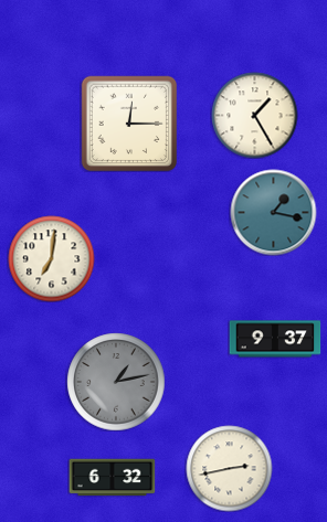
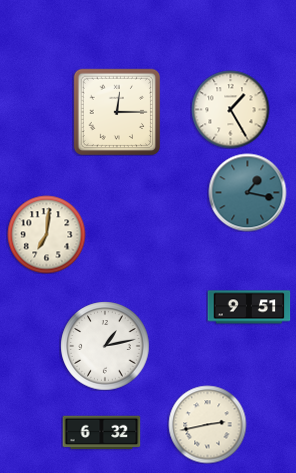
clock at (254, 115) position: (254, 115) -> (230, 109)
clock at (275, 339): 9:37 -> 9:51
clock at (116, 382) dial: grey -> white
